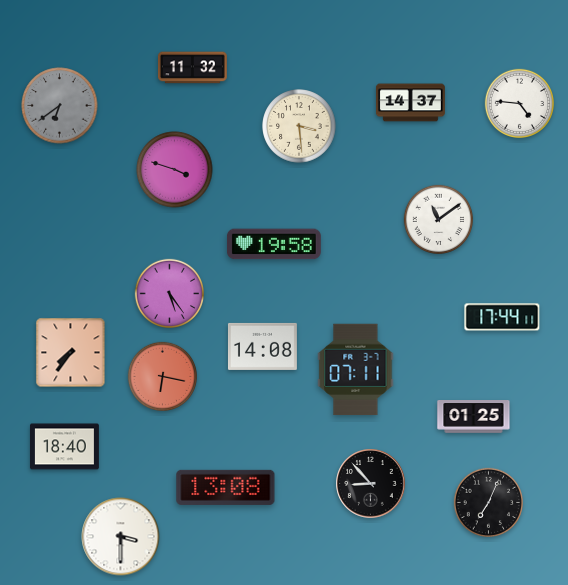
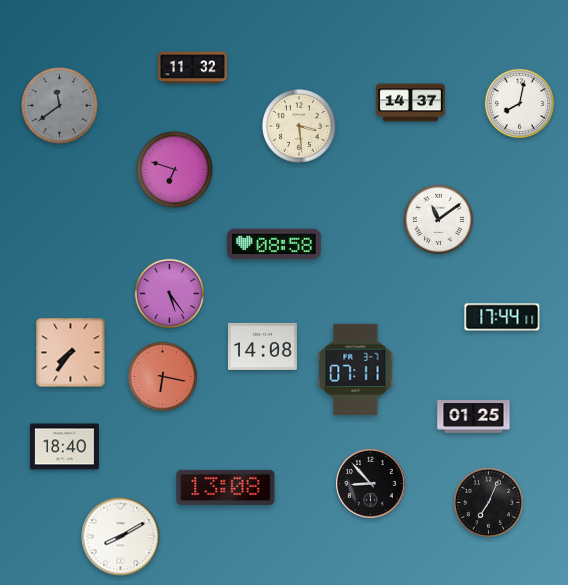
clock at (520, 104): 4:46 -> 8:02
clock at (60, 106): 6:39 -> 11:39
clock at (175, 170): 3:48 -> 6:48
clock at (274, 244): 19:58 -> 08:58
clock at (121, 537): 3:30 -> 8:10
